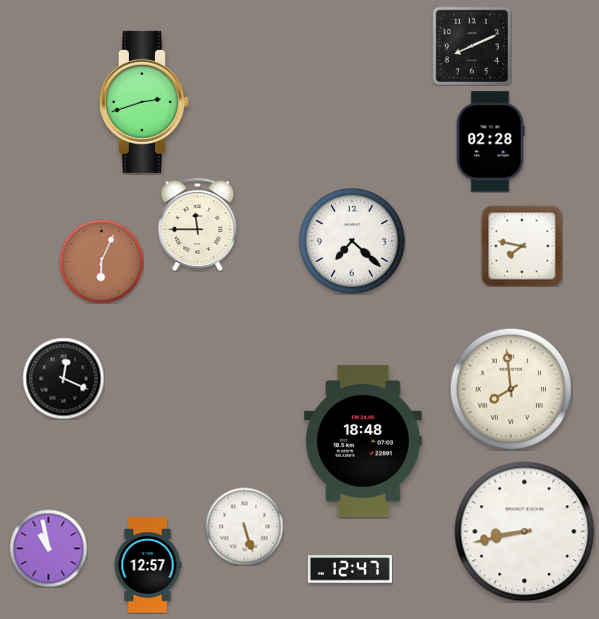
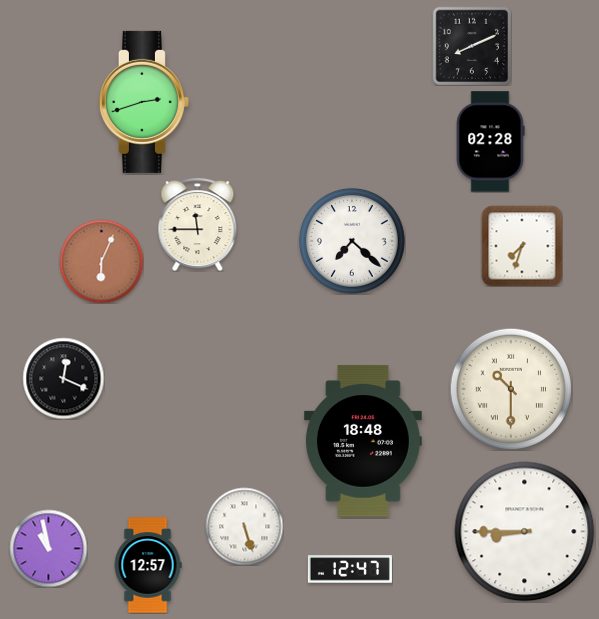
clock at (522, 246): 7:47 -> 7:33
clock at (510, 388): 7:59 -> 10:30
clock at (525, 532): 8:43 -> 8:45
